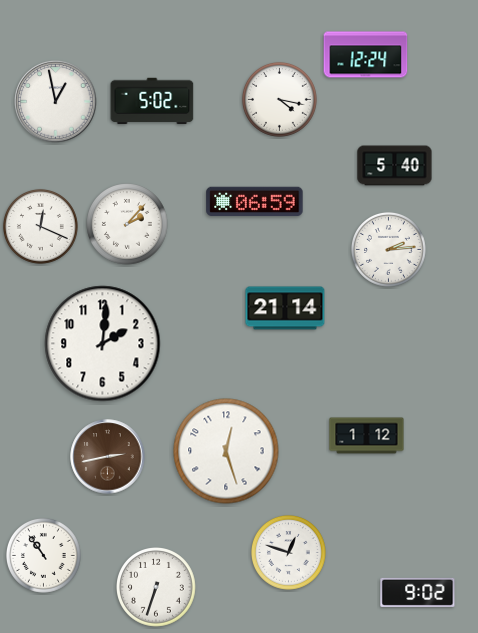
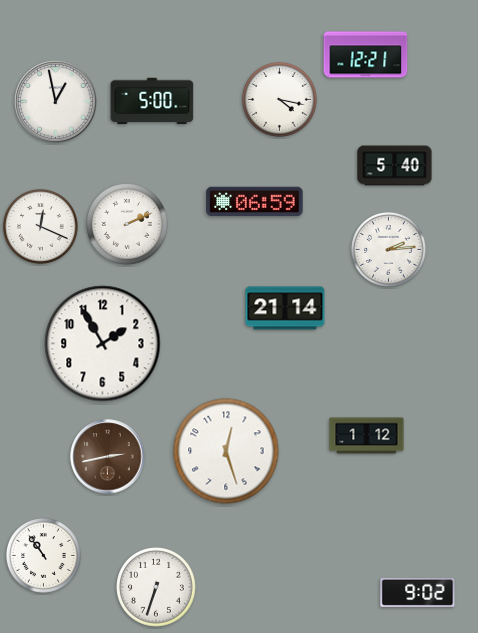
clock at (366, 55): 12:24 -> 12:21
clock at (152, 101): 5:02 -> 5:00
clock at (127, 224): 2:07 -> 2:11
clock at (103, 344): 2:01 -> 1:55
clock at (288, 552): 12:48 -> none
